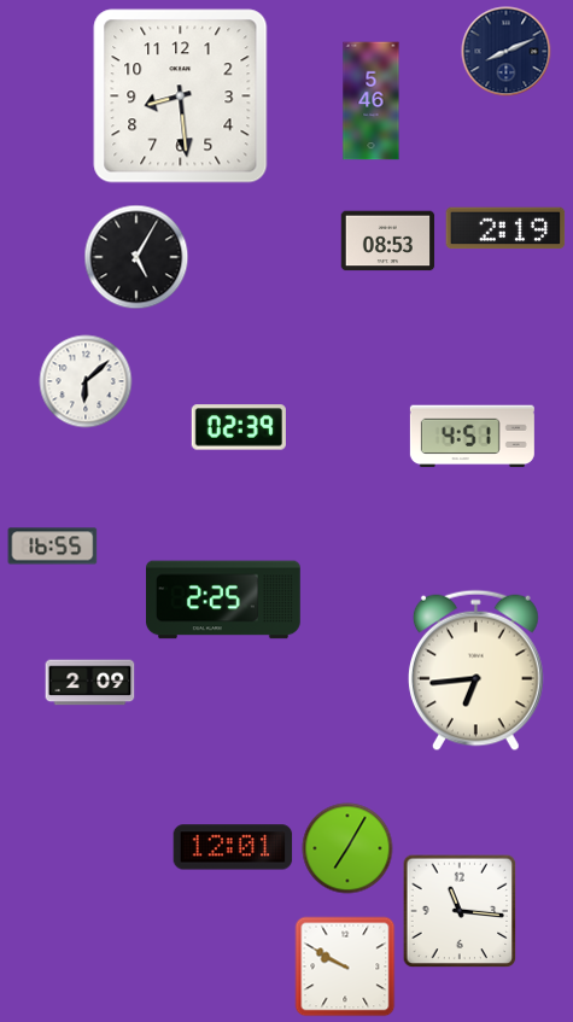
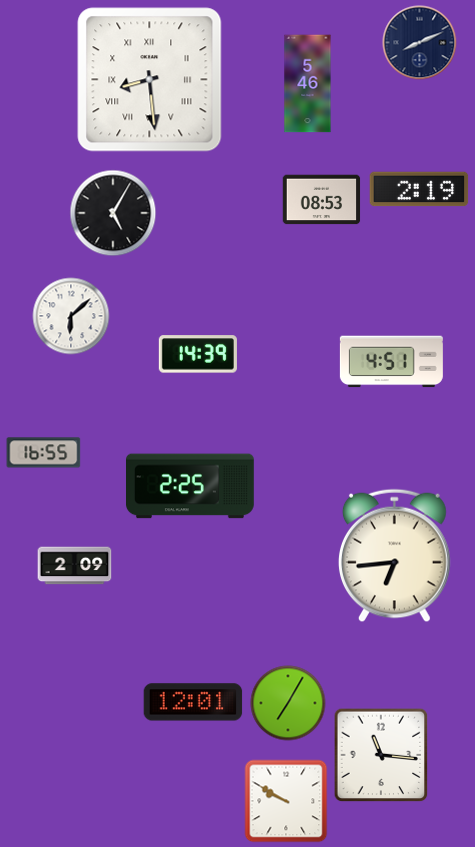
clock at (181, 97) numerals: Arabic -> Roman
clock at (239, 427): 02:39 -> 14:39
clock at (224, 600) position: (224, 600) -> (191, 486)
